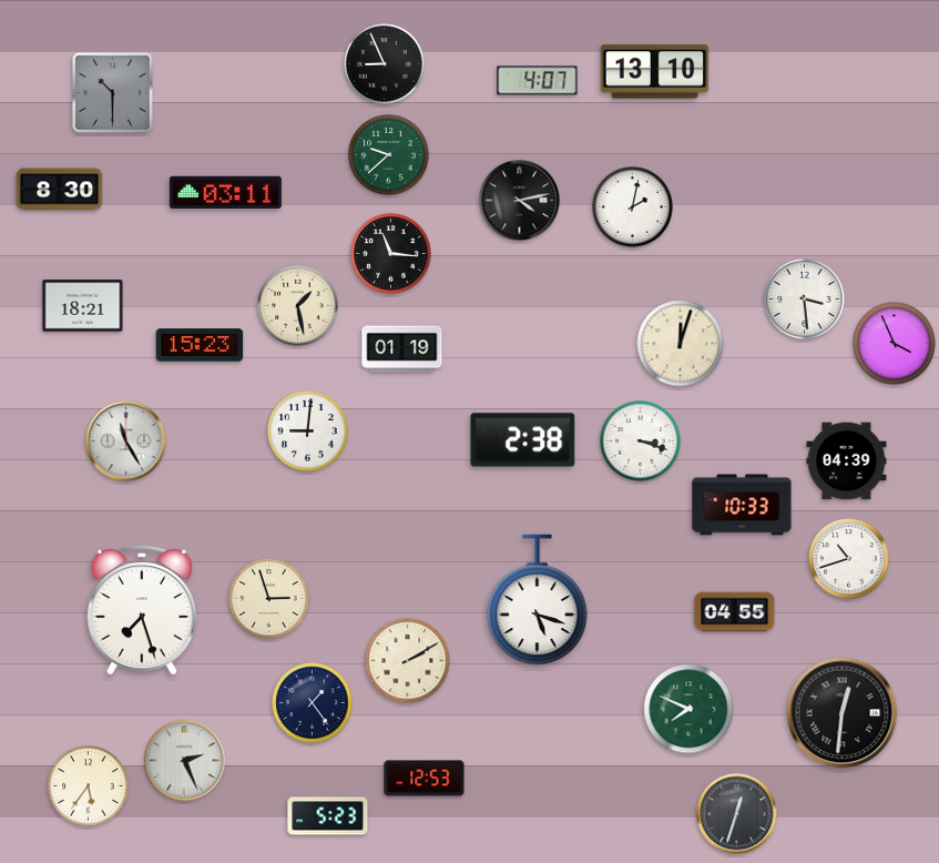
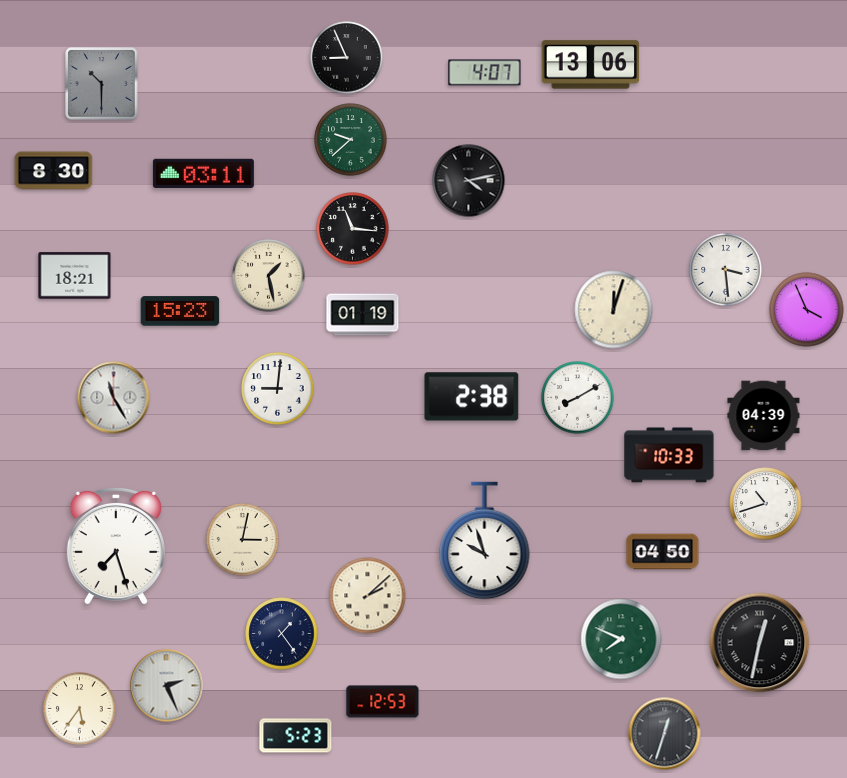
clock at (655, 72): 13:10 -> 13:06
clock at (633, 207): 2:02 -> none
clock at (641, 441): 3:18 -> 8:10
clock at (269, 599): 2:57 -> 3:02
clock at (538, 600): 5:18 -> 9:57
clock at (142, 609) position: (142, 609) -> (116, 545)
clock at (735, 612): 04:55 -> 04:50
clock at (408, 661): 2:10 -> 2:08
clock at (843, 713): 12:31 -> 12:32
